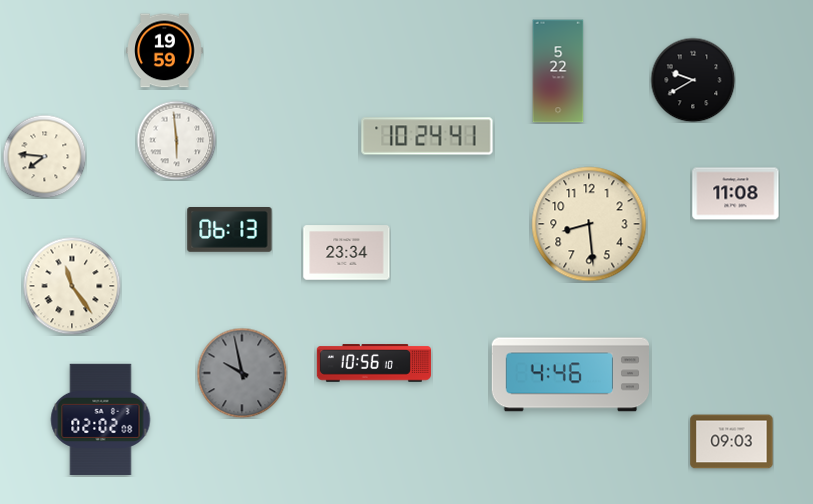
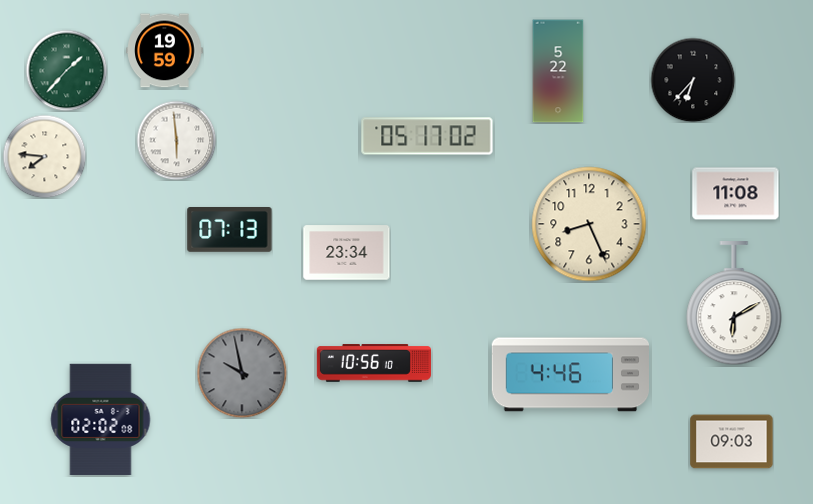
clock at (66, 70): none -> 1:37
clock at (693, 80): 9:40 -> 6:37
clock at (427, 136): 10:24 -> 05:17
clock at (589, 224): 8:29 -> 8:26
clock at (230, 230): 06:13 -> 07:13
clock at (72, 286): 11:24 -> none
clock at (734, 304): none -> 6:10
